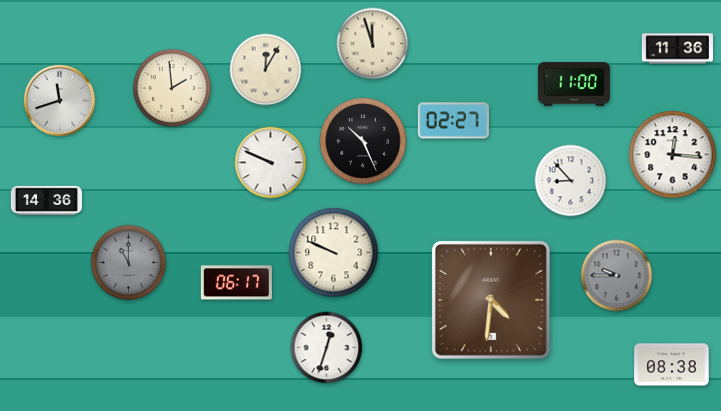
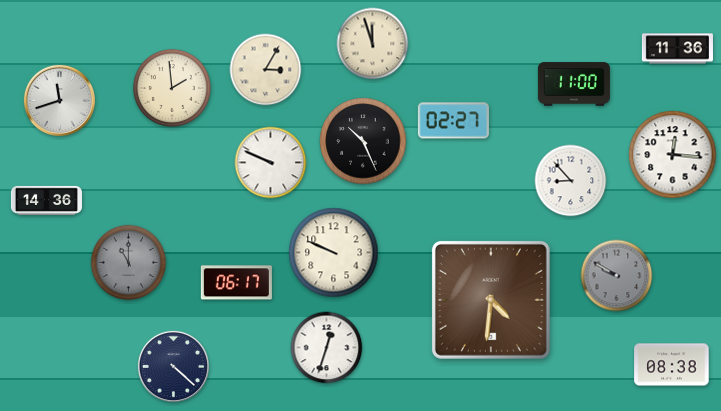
clock at (266, 70): 12:05 -> 3:05
clock at (617, 276): 9:45 -> 9:50
clock at (173, 366): none -> 4:22
